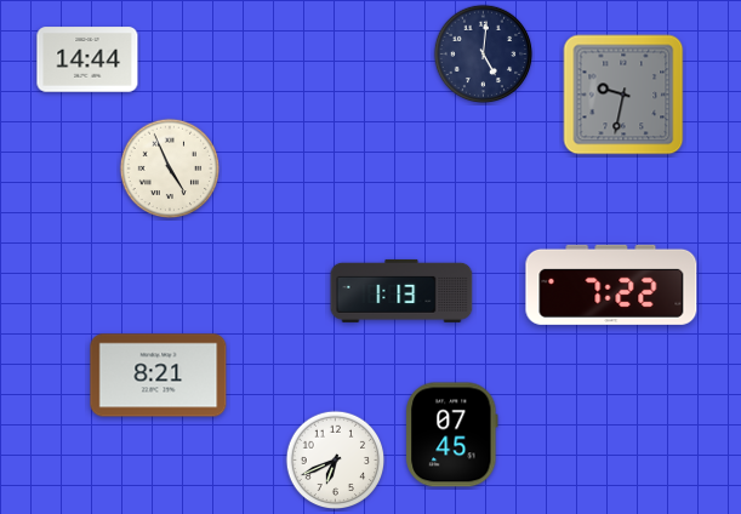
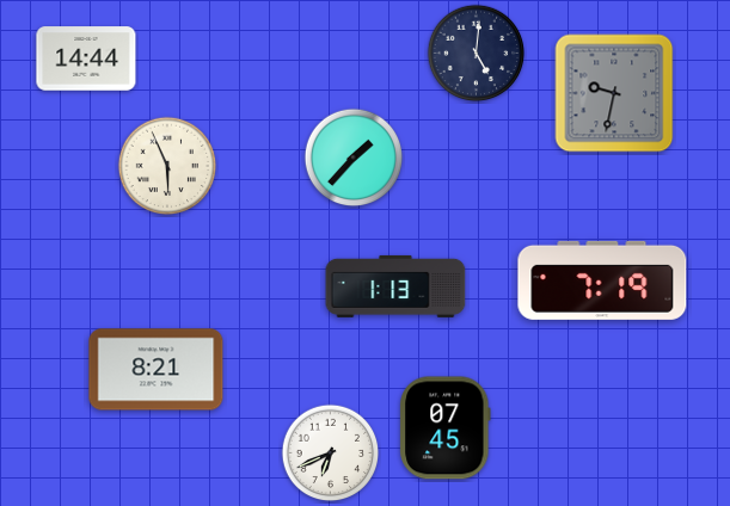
clock at (354, 158): none -> 1:37
clock at (170, 169): 4:56 -> 5:56
clock at (611, 285): 7:22 -> 7:19
